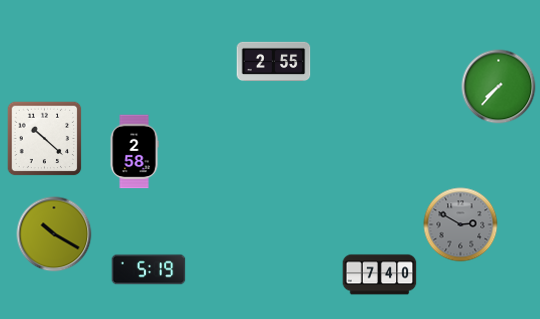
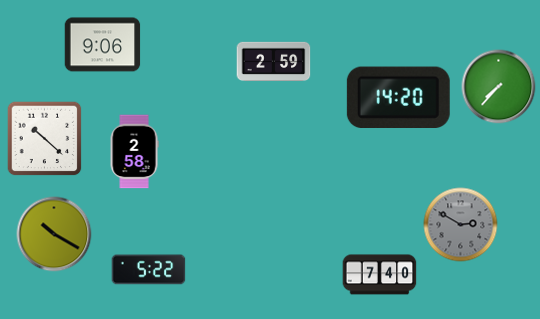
clock at (103, 45): none -> 9:06
clock at (274, 61): 2:55 -> 2:59
clock at (398, 97): none -> 14:20
clock at (149, 270): 5:19 -> 5:22
